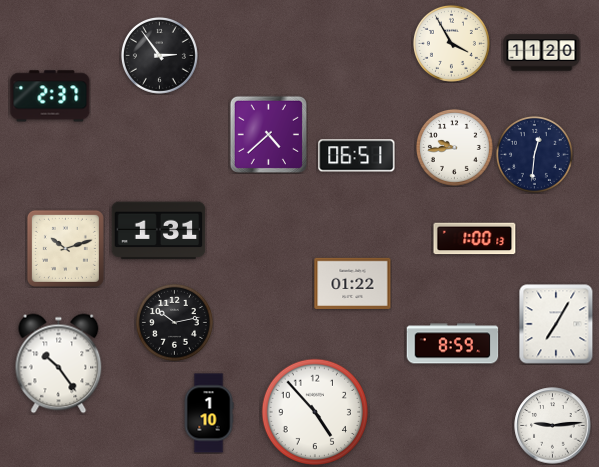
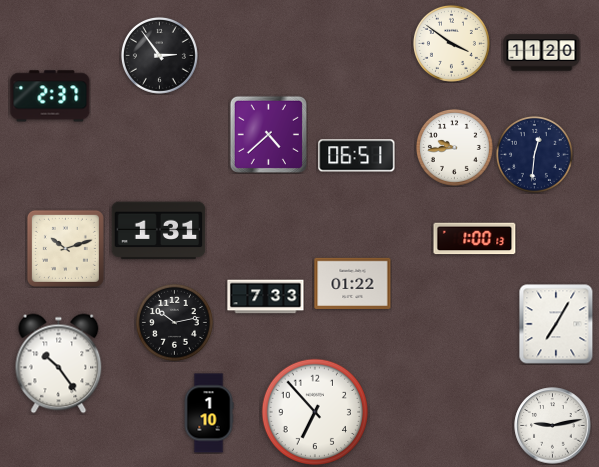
clock at (451, 43): 3:55 -> 3:51
clock at (266, 297): none -> 7:33
clock at (453, 344): 8:59 -> none
clock at (315, 412): 4:53 -> 6:53
clock at (553, 426): 9:14 -> 9:13
